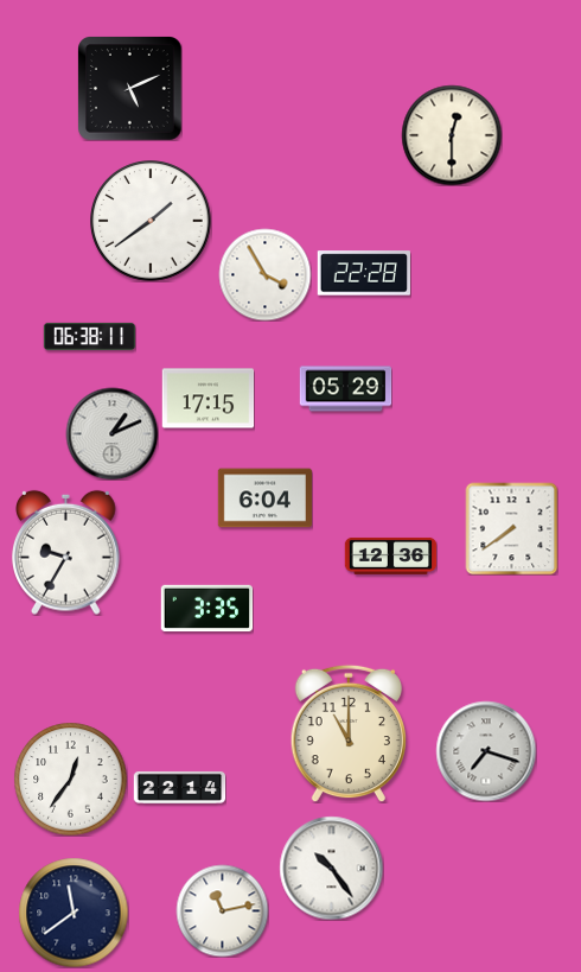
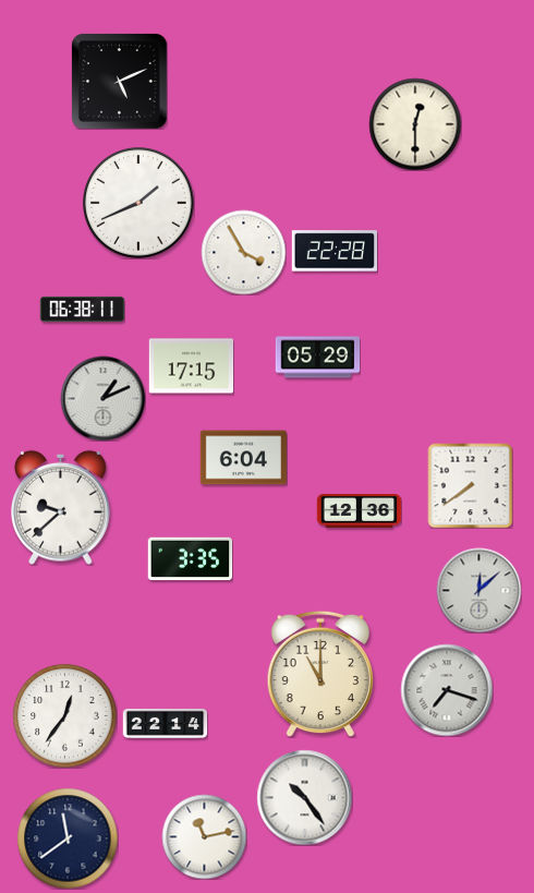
clock at (151, 221): 1:39 -> 1:41
clock at (66, 552): 9:35 -> 9:38
clock at (478, 590): none -> 12:08
